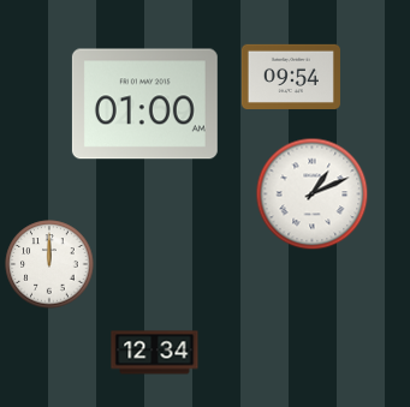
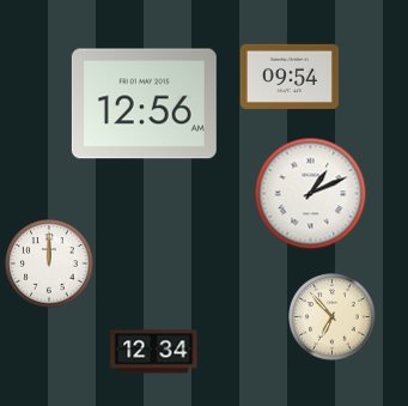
clock at (144, 104): 01:00 -> 12:56
clock at (333, 317): none -> 6:53
